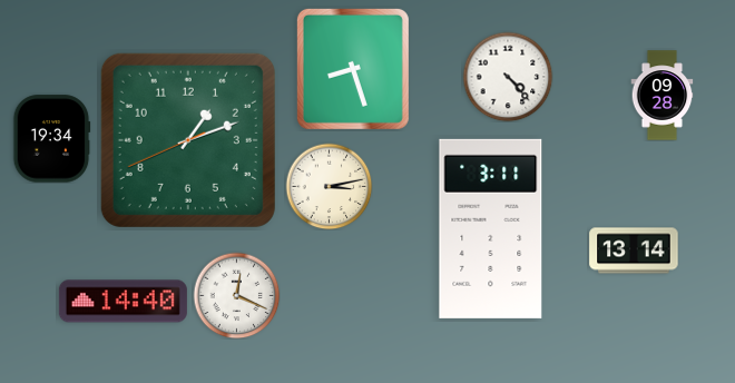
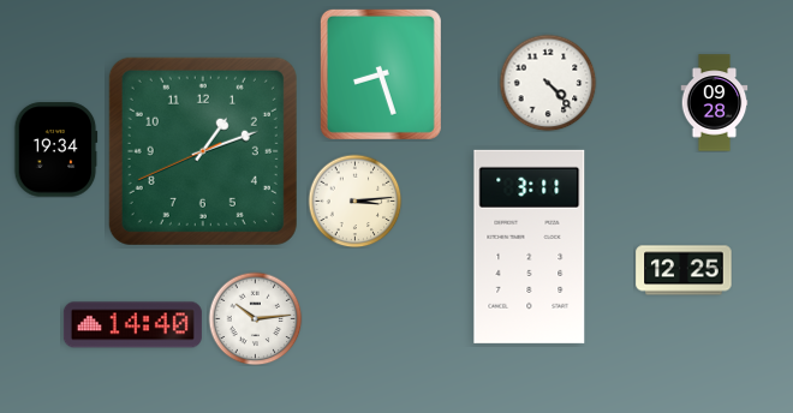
clock at (329, 186): 3:13 -> 3:14
clock at (634, 251): 13:14 -> 12:25
clock at (236, 295): 12:19 -> 10:14
